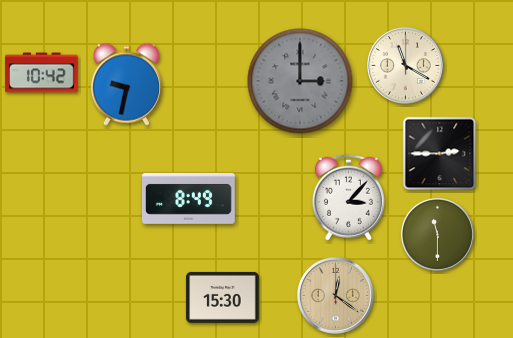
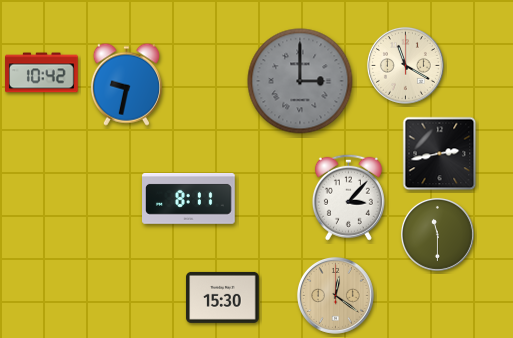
clock at (440, 154): 2:45 -> 2:43
clock at (189, 198): 8:49 -> 8:11
